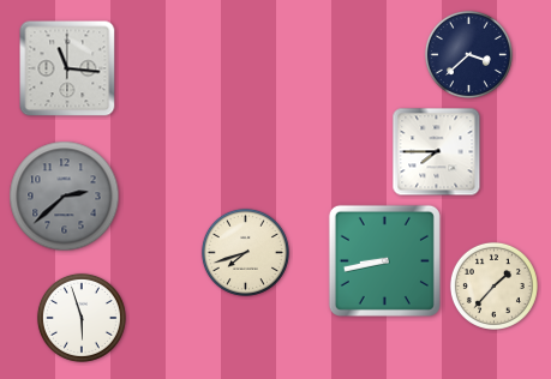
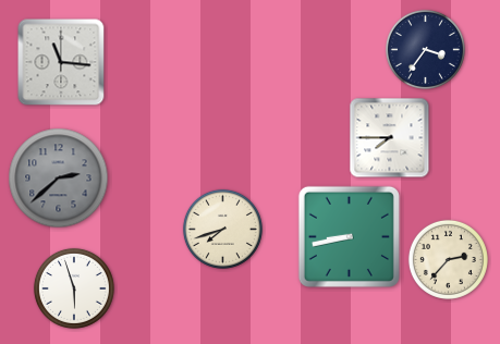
clock at (468, 54): 3:38 -> 3:36
clock at (437, 152) position: (437, 152) -> (390, 138)
clock at (493, 285): 1:37 -> 2:37
